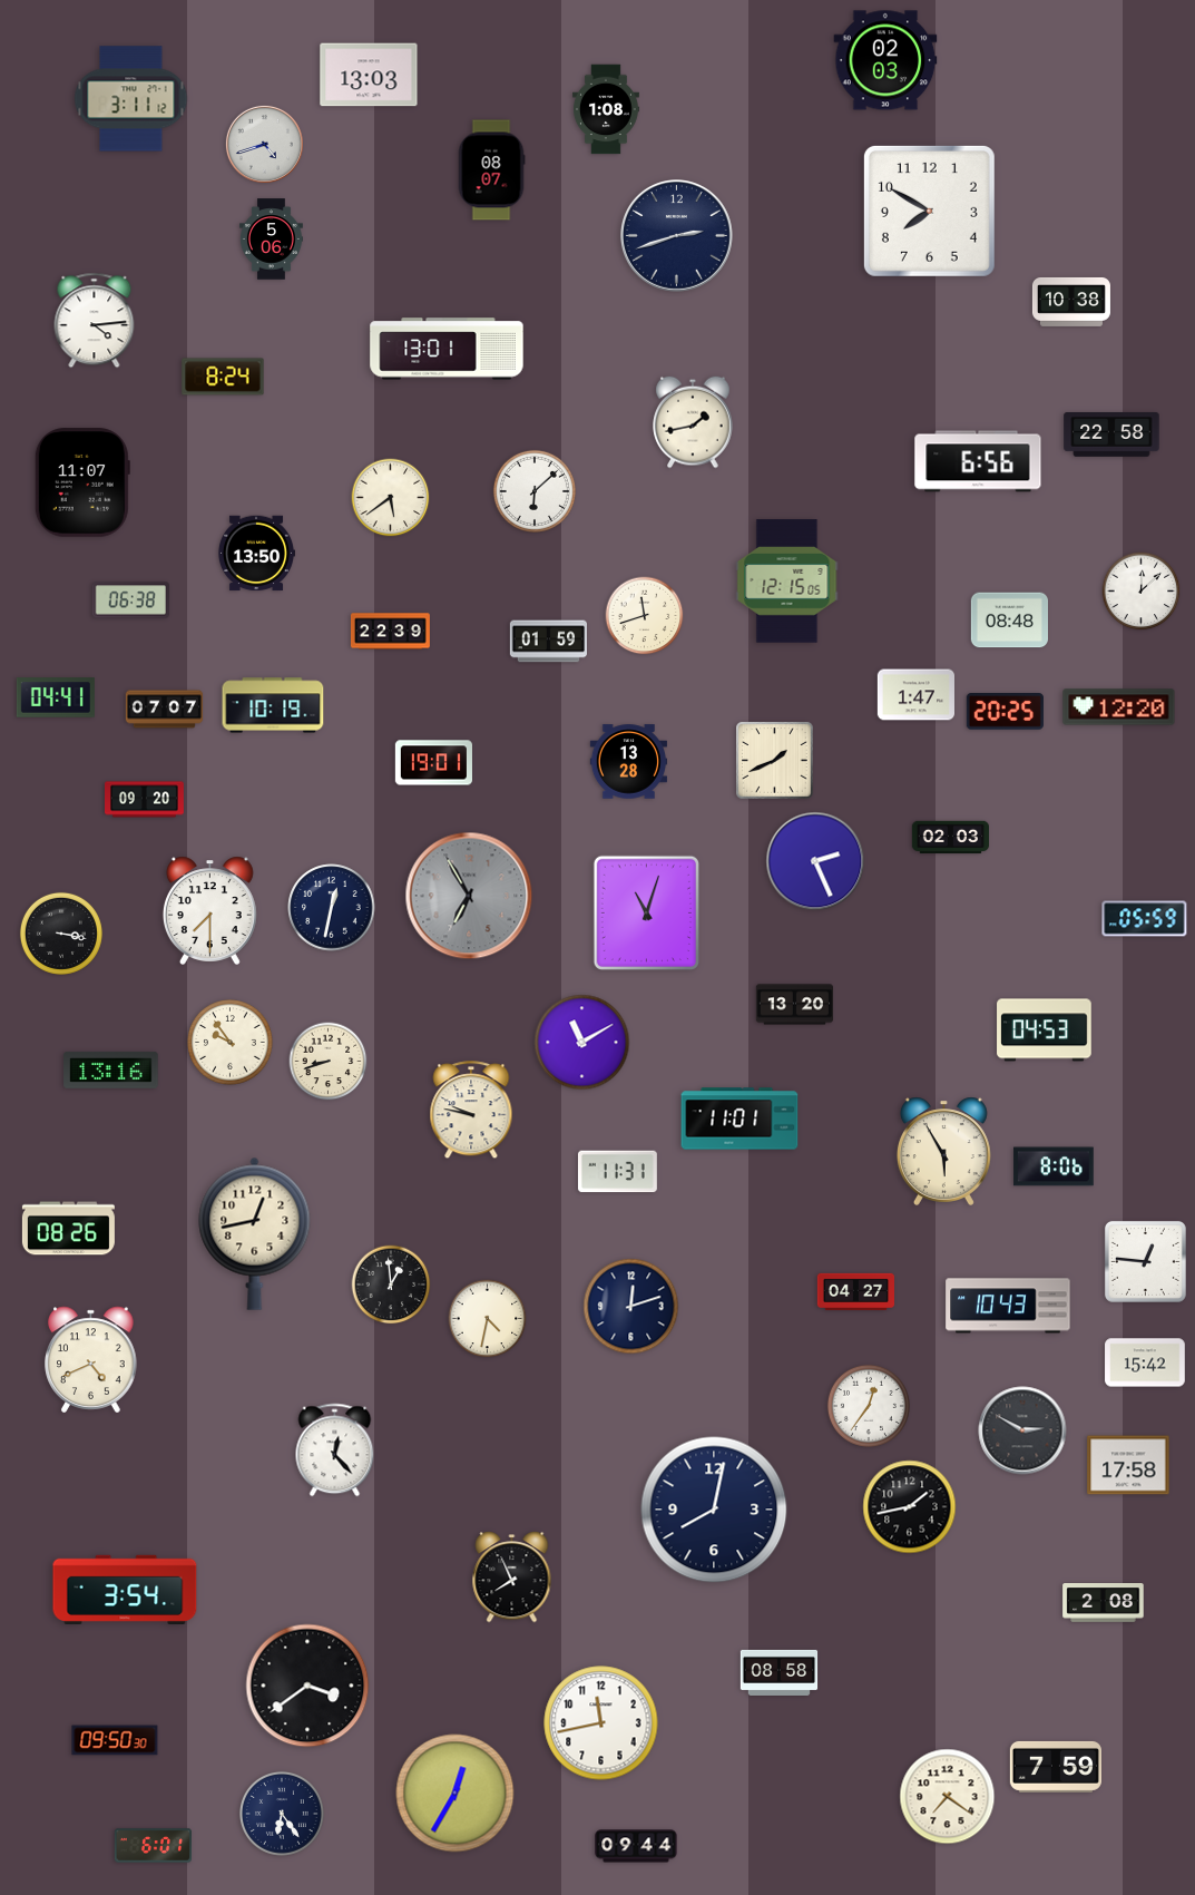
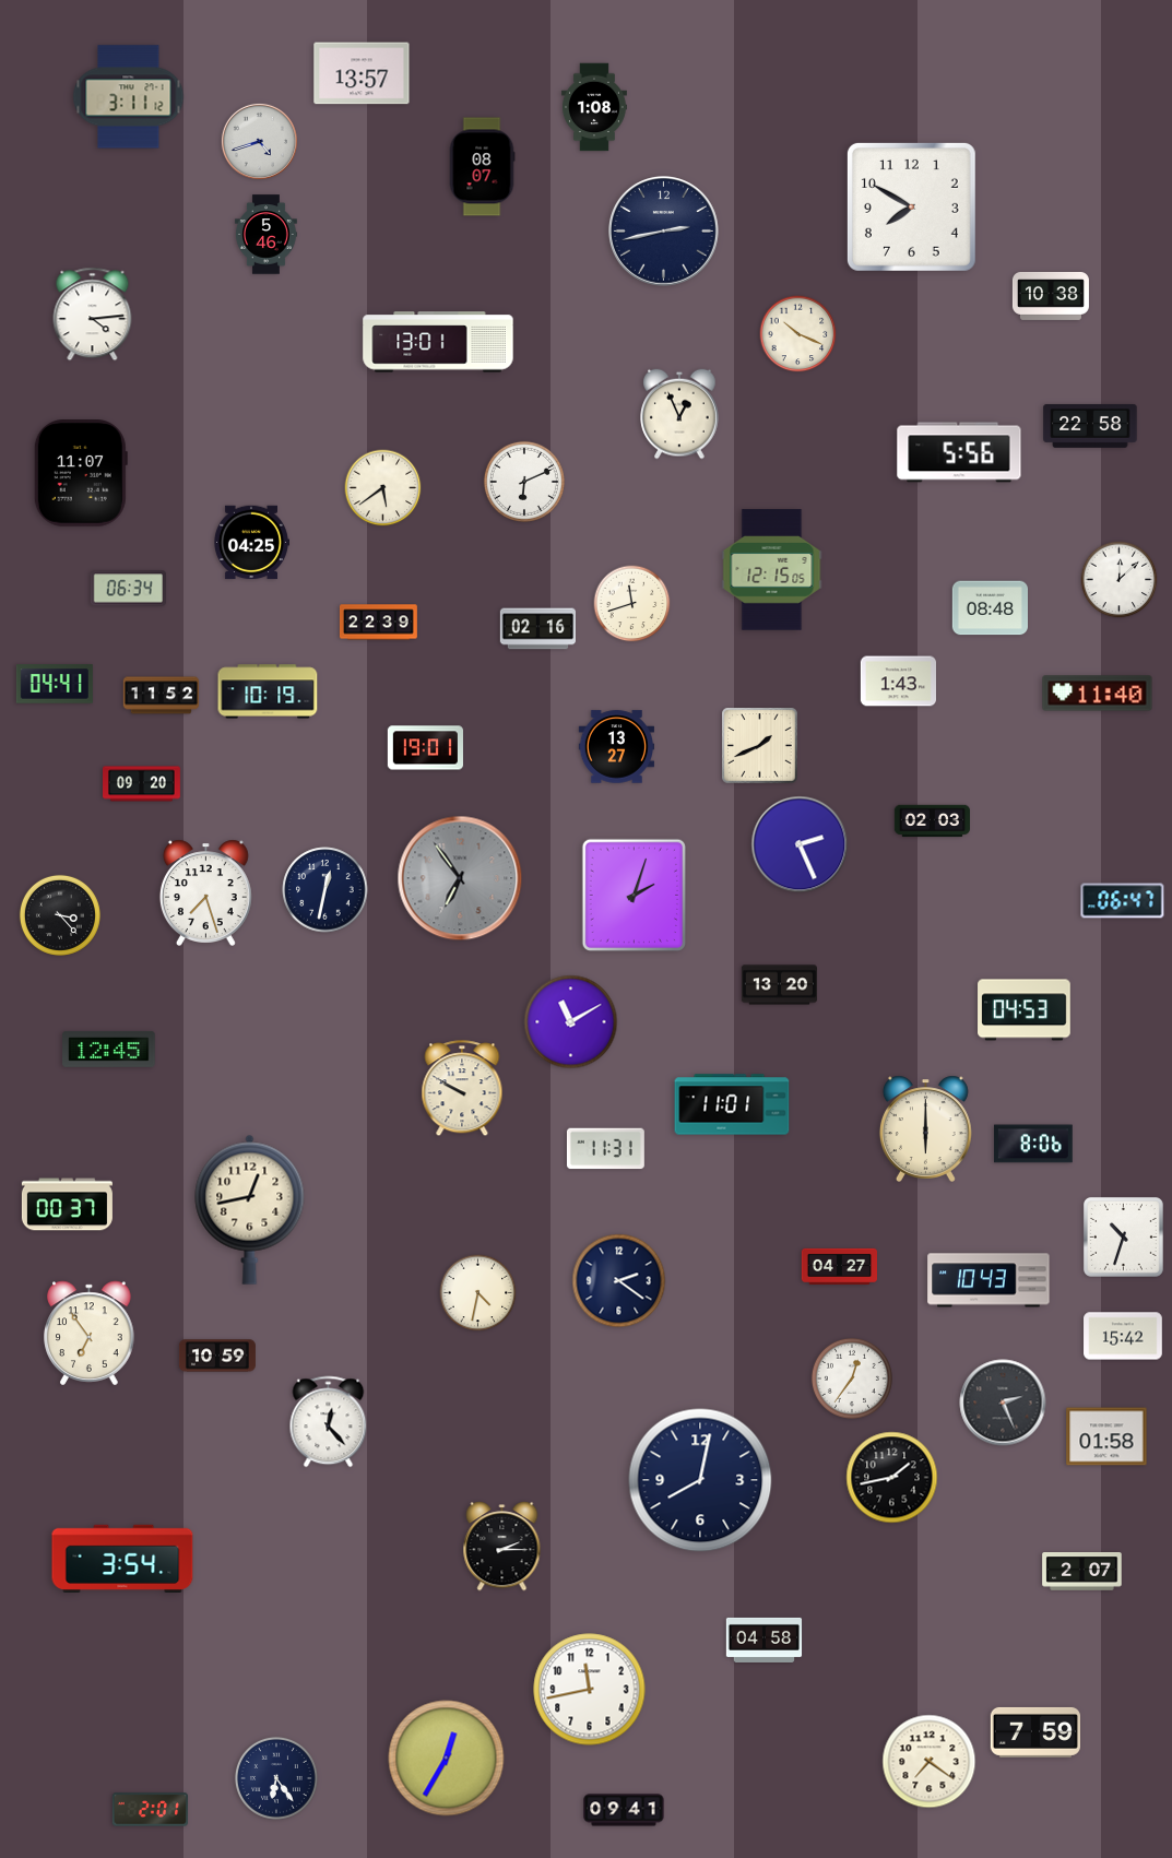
clock at (885, 60): 02:03 -> none
clock at (369, 75): 13:03 -> 13:57
clock at (677, 236): 2:42 -> 2:43
clock at (271, 240): 5:06 -> 5:46
clock at (798, 334): none -> 10:19
clock at (223, 377): 8:24 -> none
clock at (693, 422): 1:43 -> 12:56
clock at (978, 461): 6:56 -> 5:56
clock at (535, 491): 6:08 -> 6:11
clock at (255, 554): 13:50 -> 04:25
clock at (130, 600): 06:38 -> 06:34
clock at (390, 632) position: (390, 632) -> (378, 623)
clock at (549, 642): 01:59 -> 02:16
clock at (915, 695): 1:47 -> 1:43
clock at (1119, 707): 12:20 -> 11:40
clock at (165, 710): 07:07 -> 11:52
clock at (1005, 712): 20:25 -> none
clock at (628, 762): 13:28 -> 13:27
clock at (469, 896): 6:55 -> 6:54
clock at (209, 910): 7:30 -> 7:27
clock at (646, 912): 11:03 -> 2:03
clock at (1145, 919): 05:59 -> 06:47
clock at (61, 934): 3:17 -> 3:23
clock at (231, 1043): 9:54 -> none
clock at (329, 1062): 8:42 -> none
clock at (111, 1069): 13:16 -> 12:45
clock at (471, 1111): 9:47 -> 9:50
clock at (739, 1119) position: (739, 1119) -> (732, 1104)
clock at (943, 1151): 5:55 -> 6:00
clock at (68, 1229): 08:26 -> 00:37
clock at (1145, 1261): 12:46 -> 10:33
clock at (391, 1285): 12:59 -> none
clock at (631, 1307): 12:12 -> 2:21
clock at (91, 1360): 4:41 -> 6:54
clock at (217, 1356): none -> 10:59
clock at (1022, 1430): 2:50 -> 2:26
clock at (1128, 1465): 17:58 -> 01:58
clock at (512, 1577): 7:56 -> 2:15
clock at (1104, 1603): 2:08 -> 2:07
clock at (780, 1672): 08:58 -> 04:58
clock at (307, 1686): 3:39 -> none
clock at (115, 1740): 09:50 -> none
clock at (153, 1846): 6:01 -> 2:01
clock at (636, 1846): 09:44 -> 09:41
